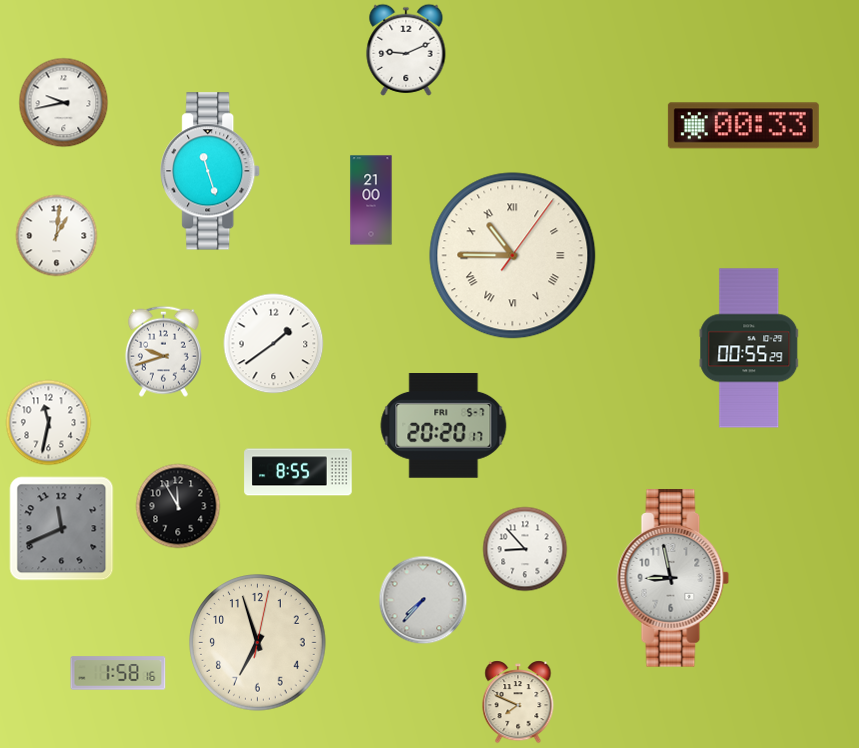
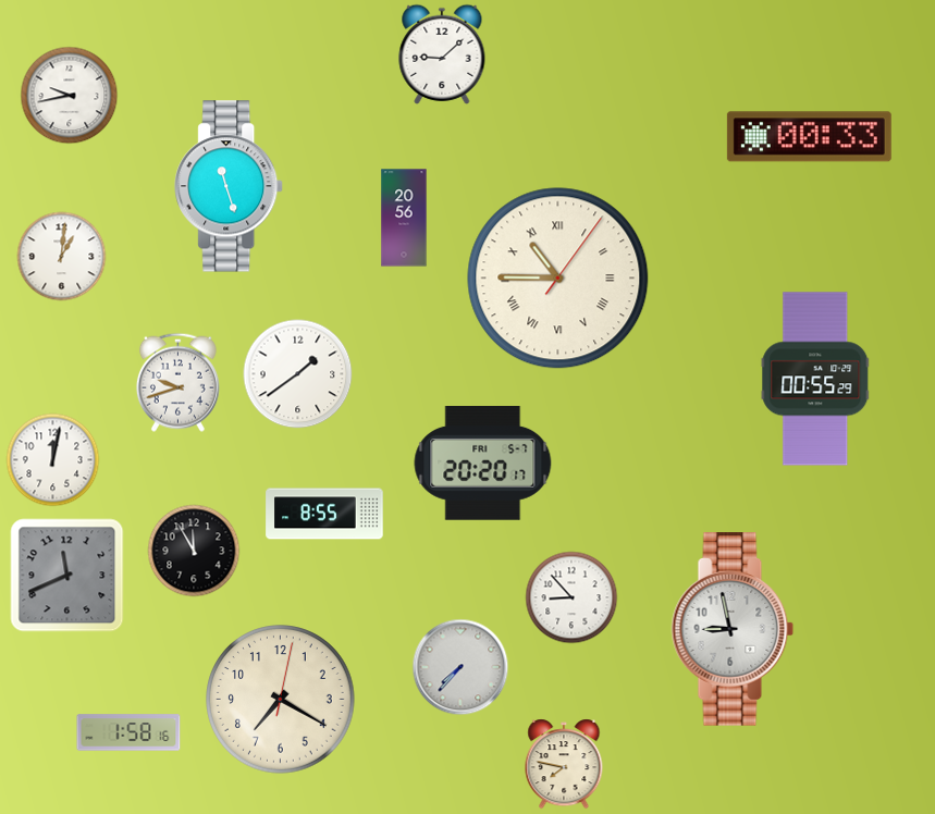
clock at (406, 50): 9:11 -> 9:08
clock at (64, 103) position: (64, 103) -> (70, 96)
clock at (371, 200): 21:00 -> 20:56
clock at (49, 423): 11:32 -> 12:02
clock at (423, 600) position: (423, 600) -> (460, 667)
clock at (258, 643): 6:57 -> 7:20
clock at (518, 702): 7:49 -> 7:47
